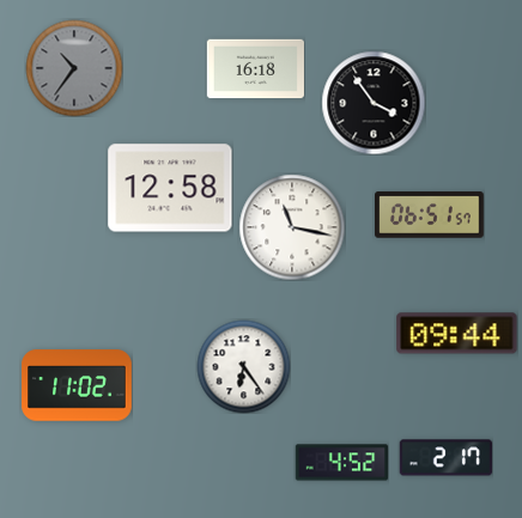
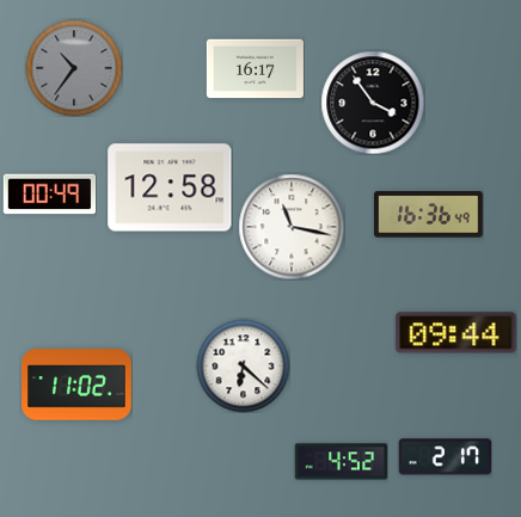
clock at (255, 69): 16:18 -> 16:17
clock at (49, 195): none -> 00:49
clock at (430, 215): 06:51 -> 16:36
clock at (243, 366): 6:24 -> 6:22
